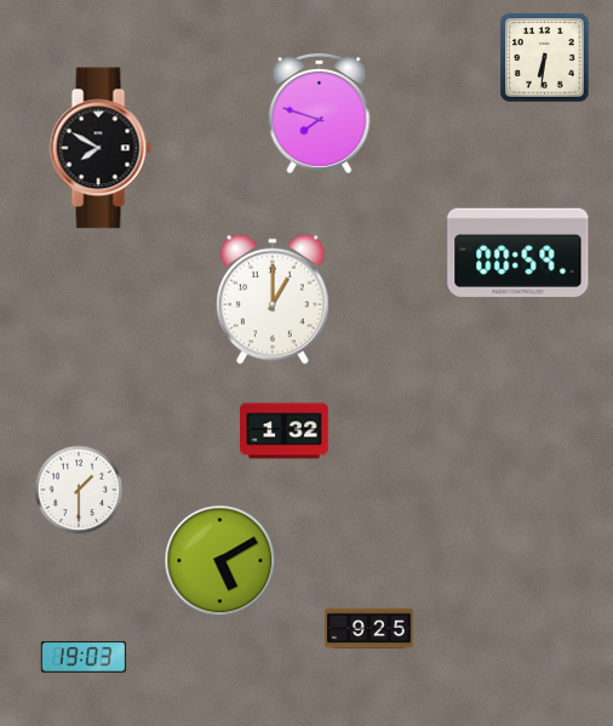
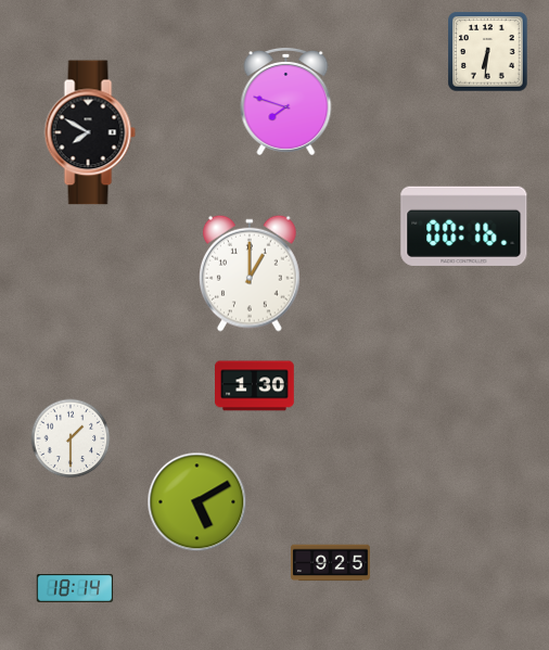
clock at (519, 252): 00:59 -> 00:16
clock at (274, 299) position: (274, 299) -> (251, 273)
clock at (285, 431): 1:32 -> 1:30
clock at (84, 658): 19:03 -> 18:14
